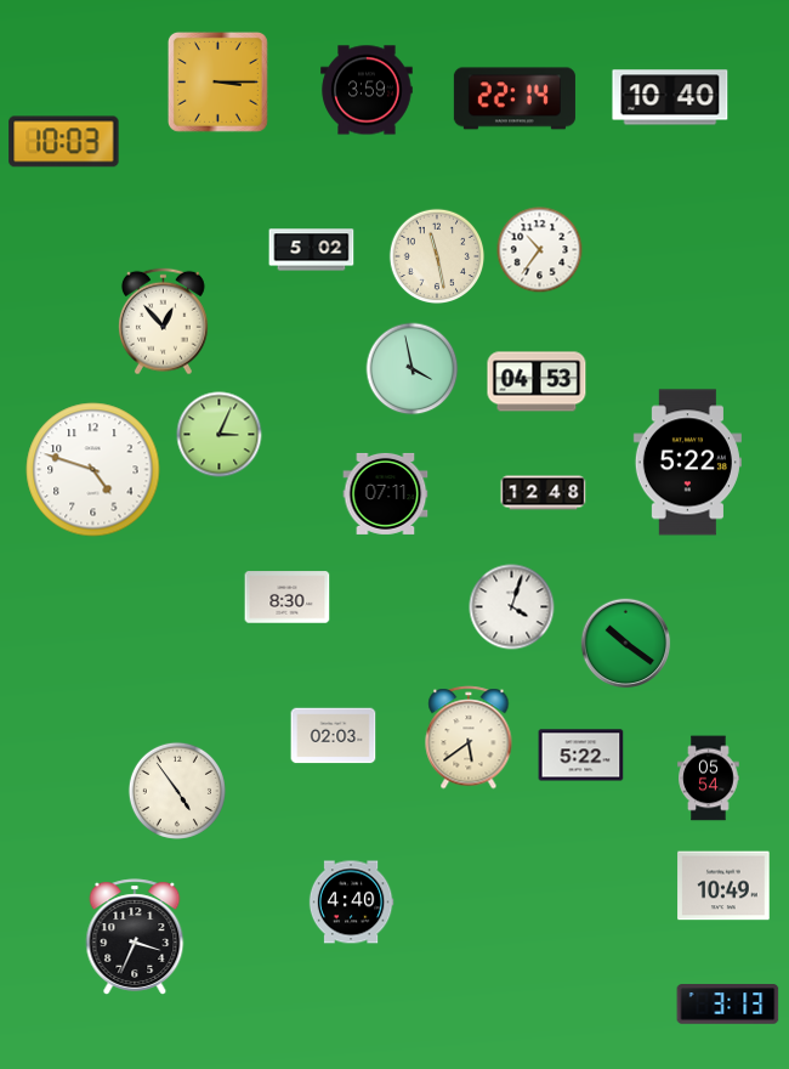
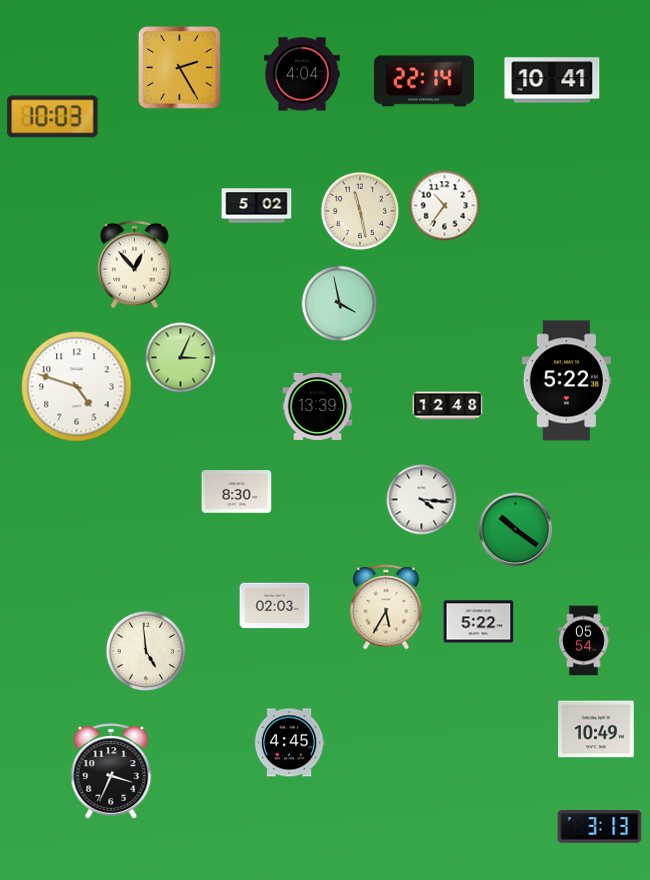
clock at (217, 81): 3:15 -> 2:25
clock at (367, 90): 3:59 -> 4:04
clock at (670, 97): 10:40 -> 10:41
clock at (537, 381): 04:53 -> none
clock at (386, 493): 07:11 -> 13:39
clock at (512, 607): 4:03 -> 4:16
clock at (469, 737): 5:39 -> 5:35
clock at (177, 791): 4:54 -> 4:59
clock at (351, 903): 4:40 -> 4:45
